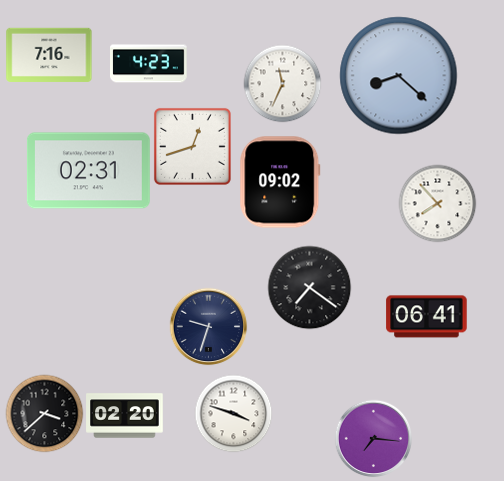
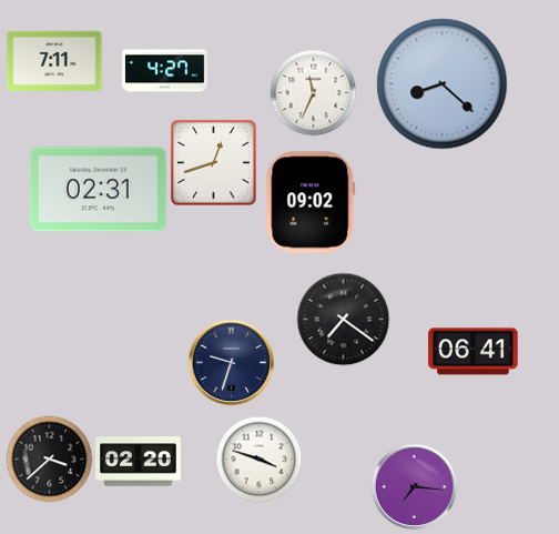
clock at (49, 55): 7:16 -> 7:11
clock at (149, 64): 4:23 -> 4:27
clock at (437, 203): 7:53 -> none
